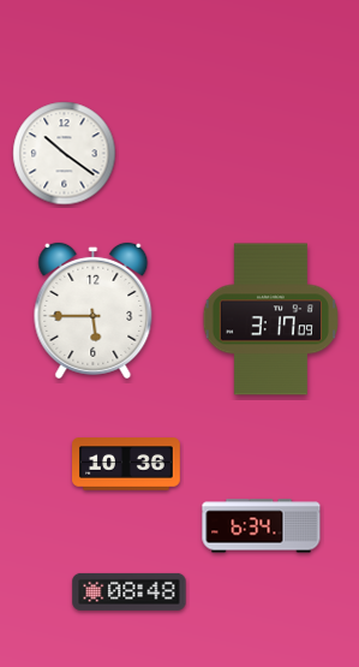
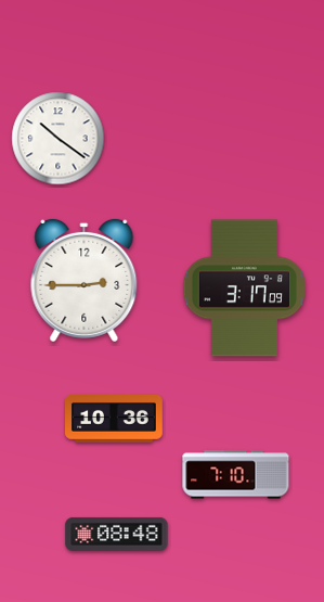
clock at (94, 310): 5:45 -> 2:45
clock at (262, 526): 6:34 -> 7:10
